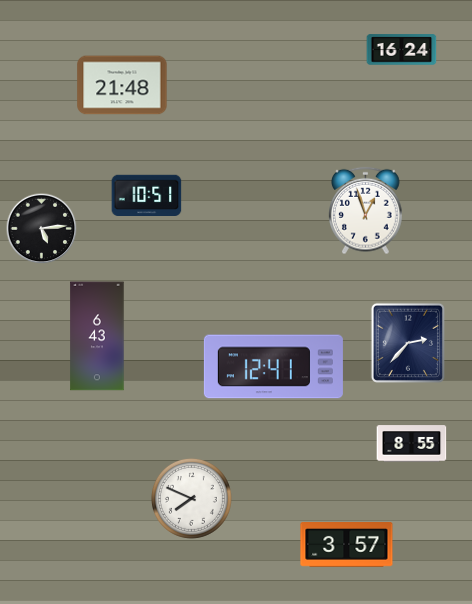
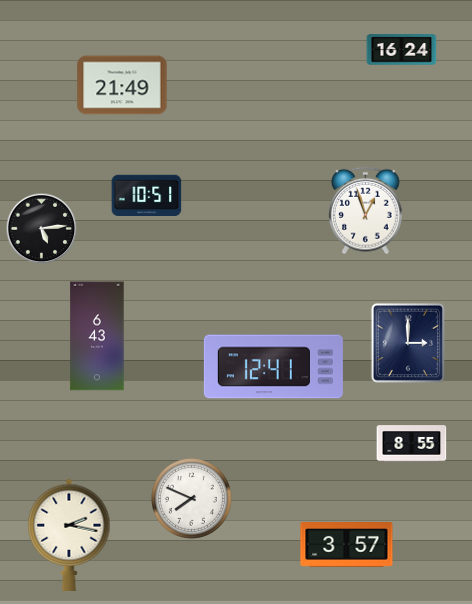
clock at (122, 85): 21:48 -> 21:49
clock at (408, 343): 2:37 -> 3:00
clock at (69, 535): none -> 2:17
